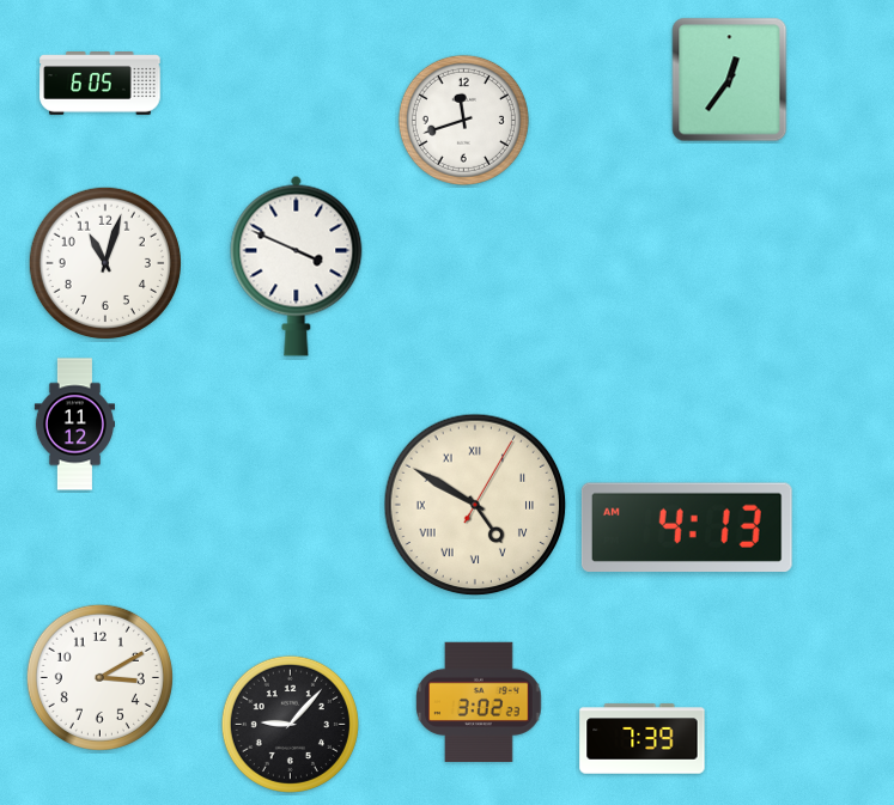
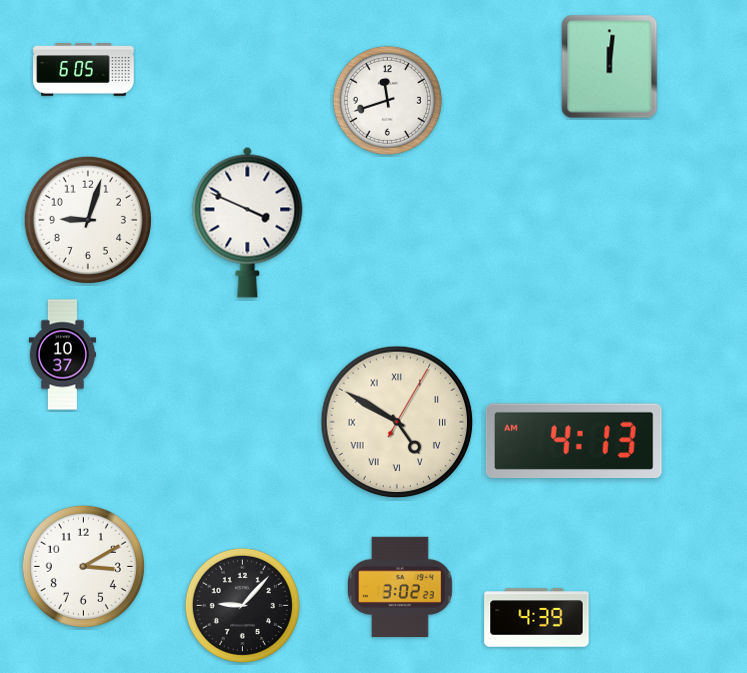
clock at (730, 80): 12:36 -> 12:01
clock at (105, 263): 11:03 -> 9:03
clock at (74, 425): 11:12 -> 10:37
clock at (643, 739): 7:39 -> 4:39
